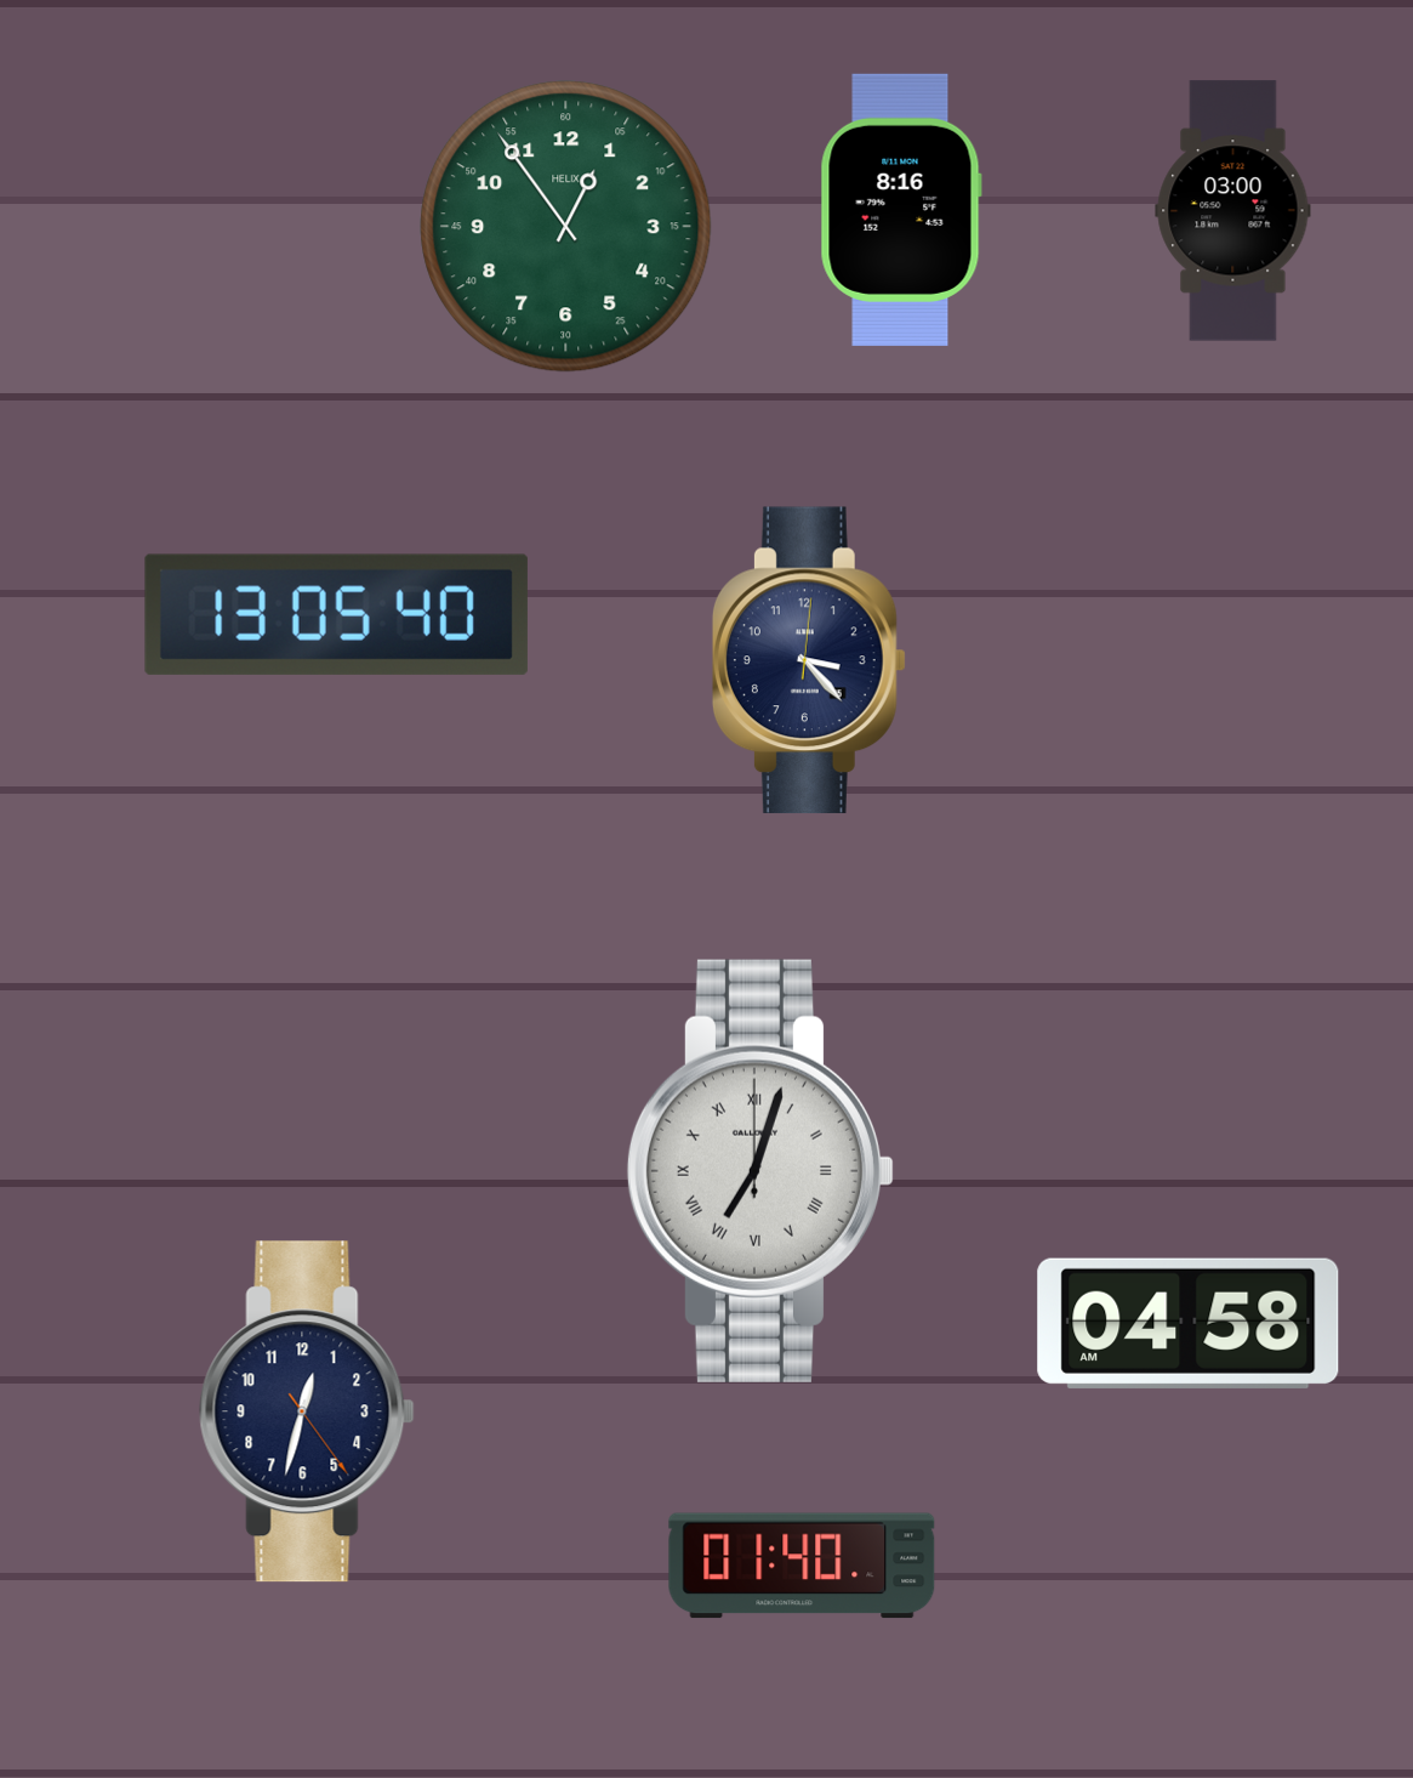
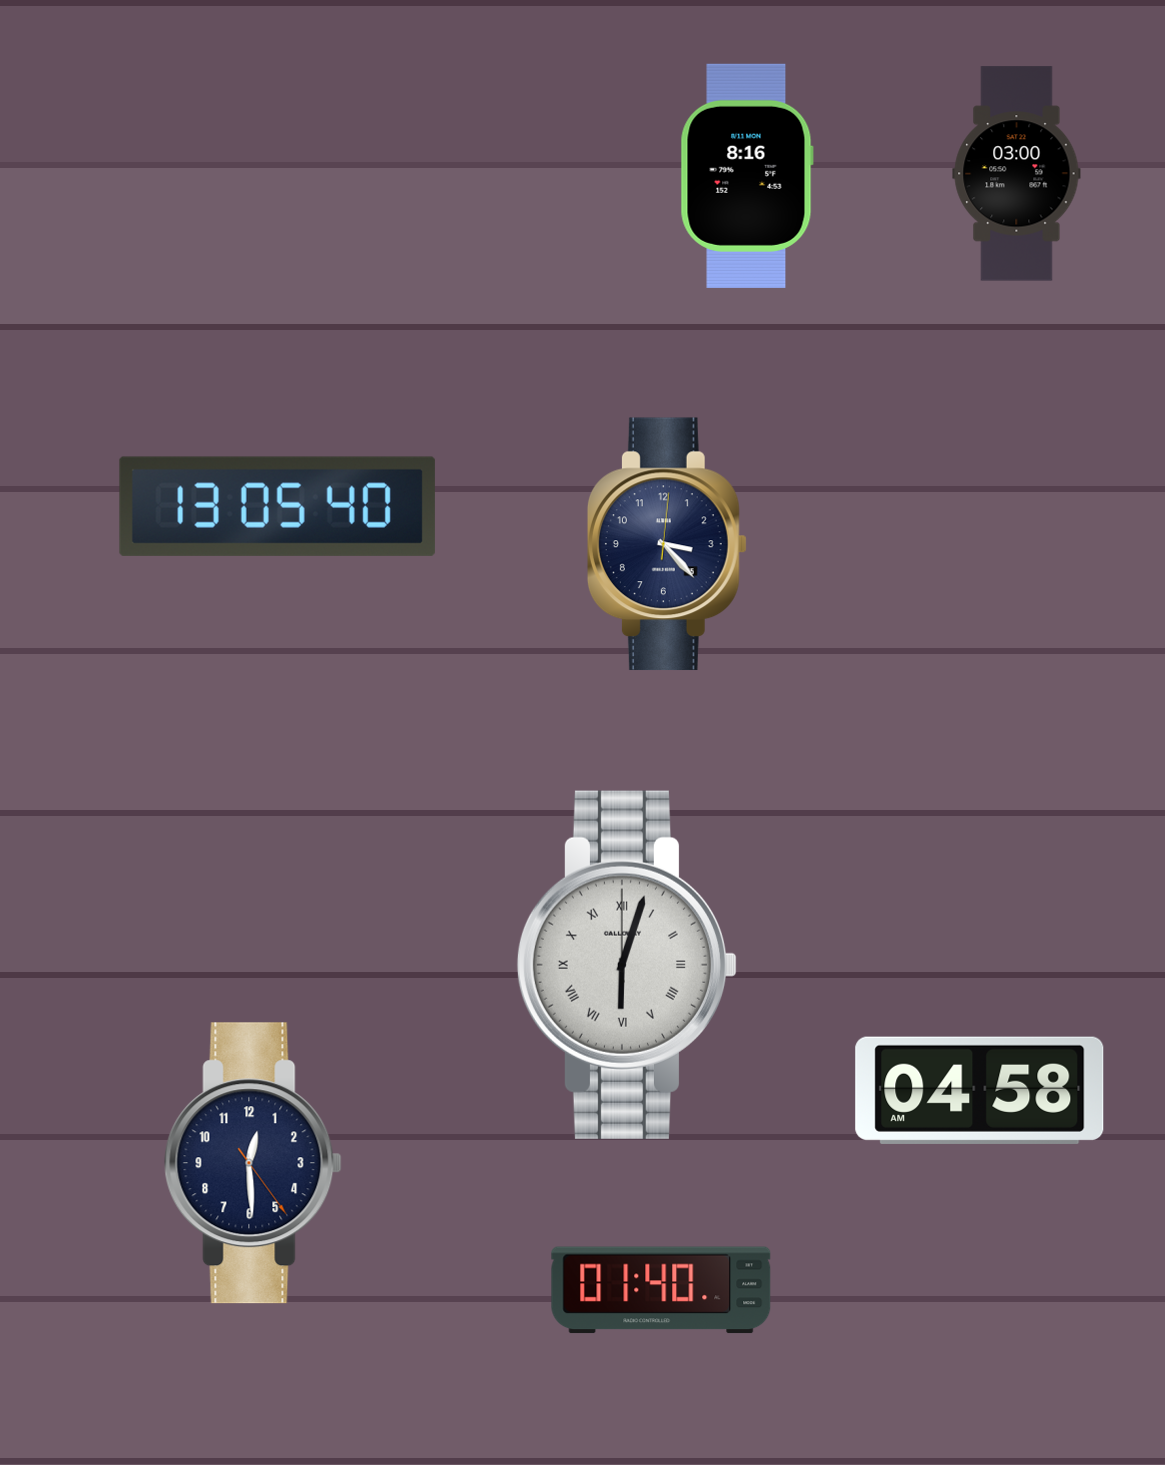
clock at (901, 210) position: (901, 210) -> (747, 176)
clock at (566, 227): 12:54 -> none
clock at (760, 1171): 7:03 -> 6:03
clock at (307, 1411): 12:32 -> 12:29
